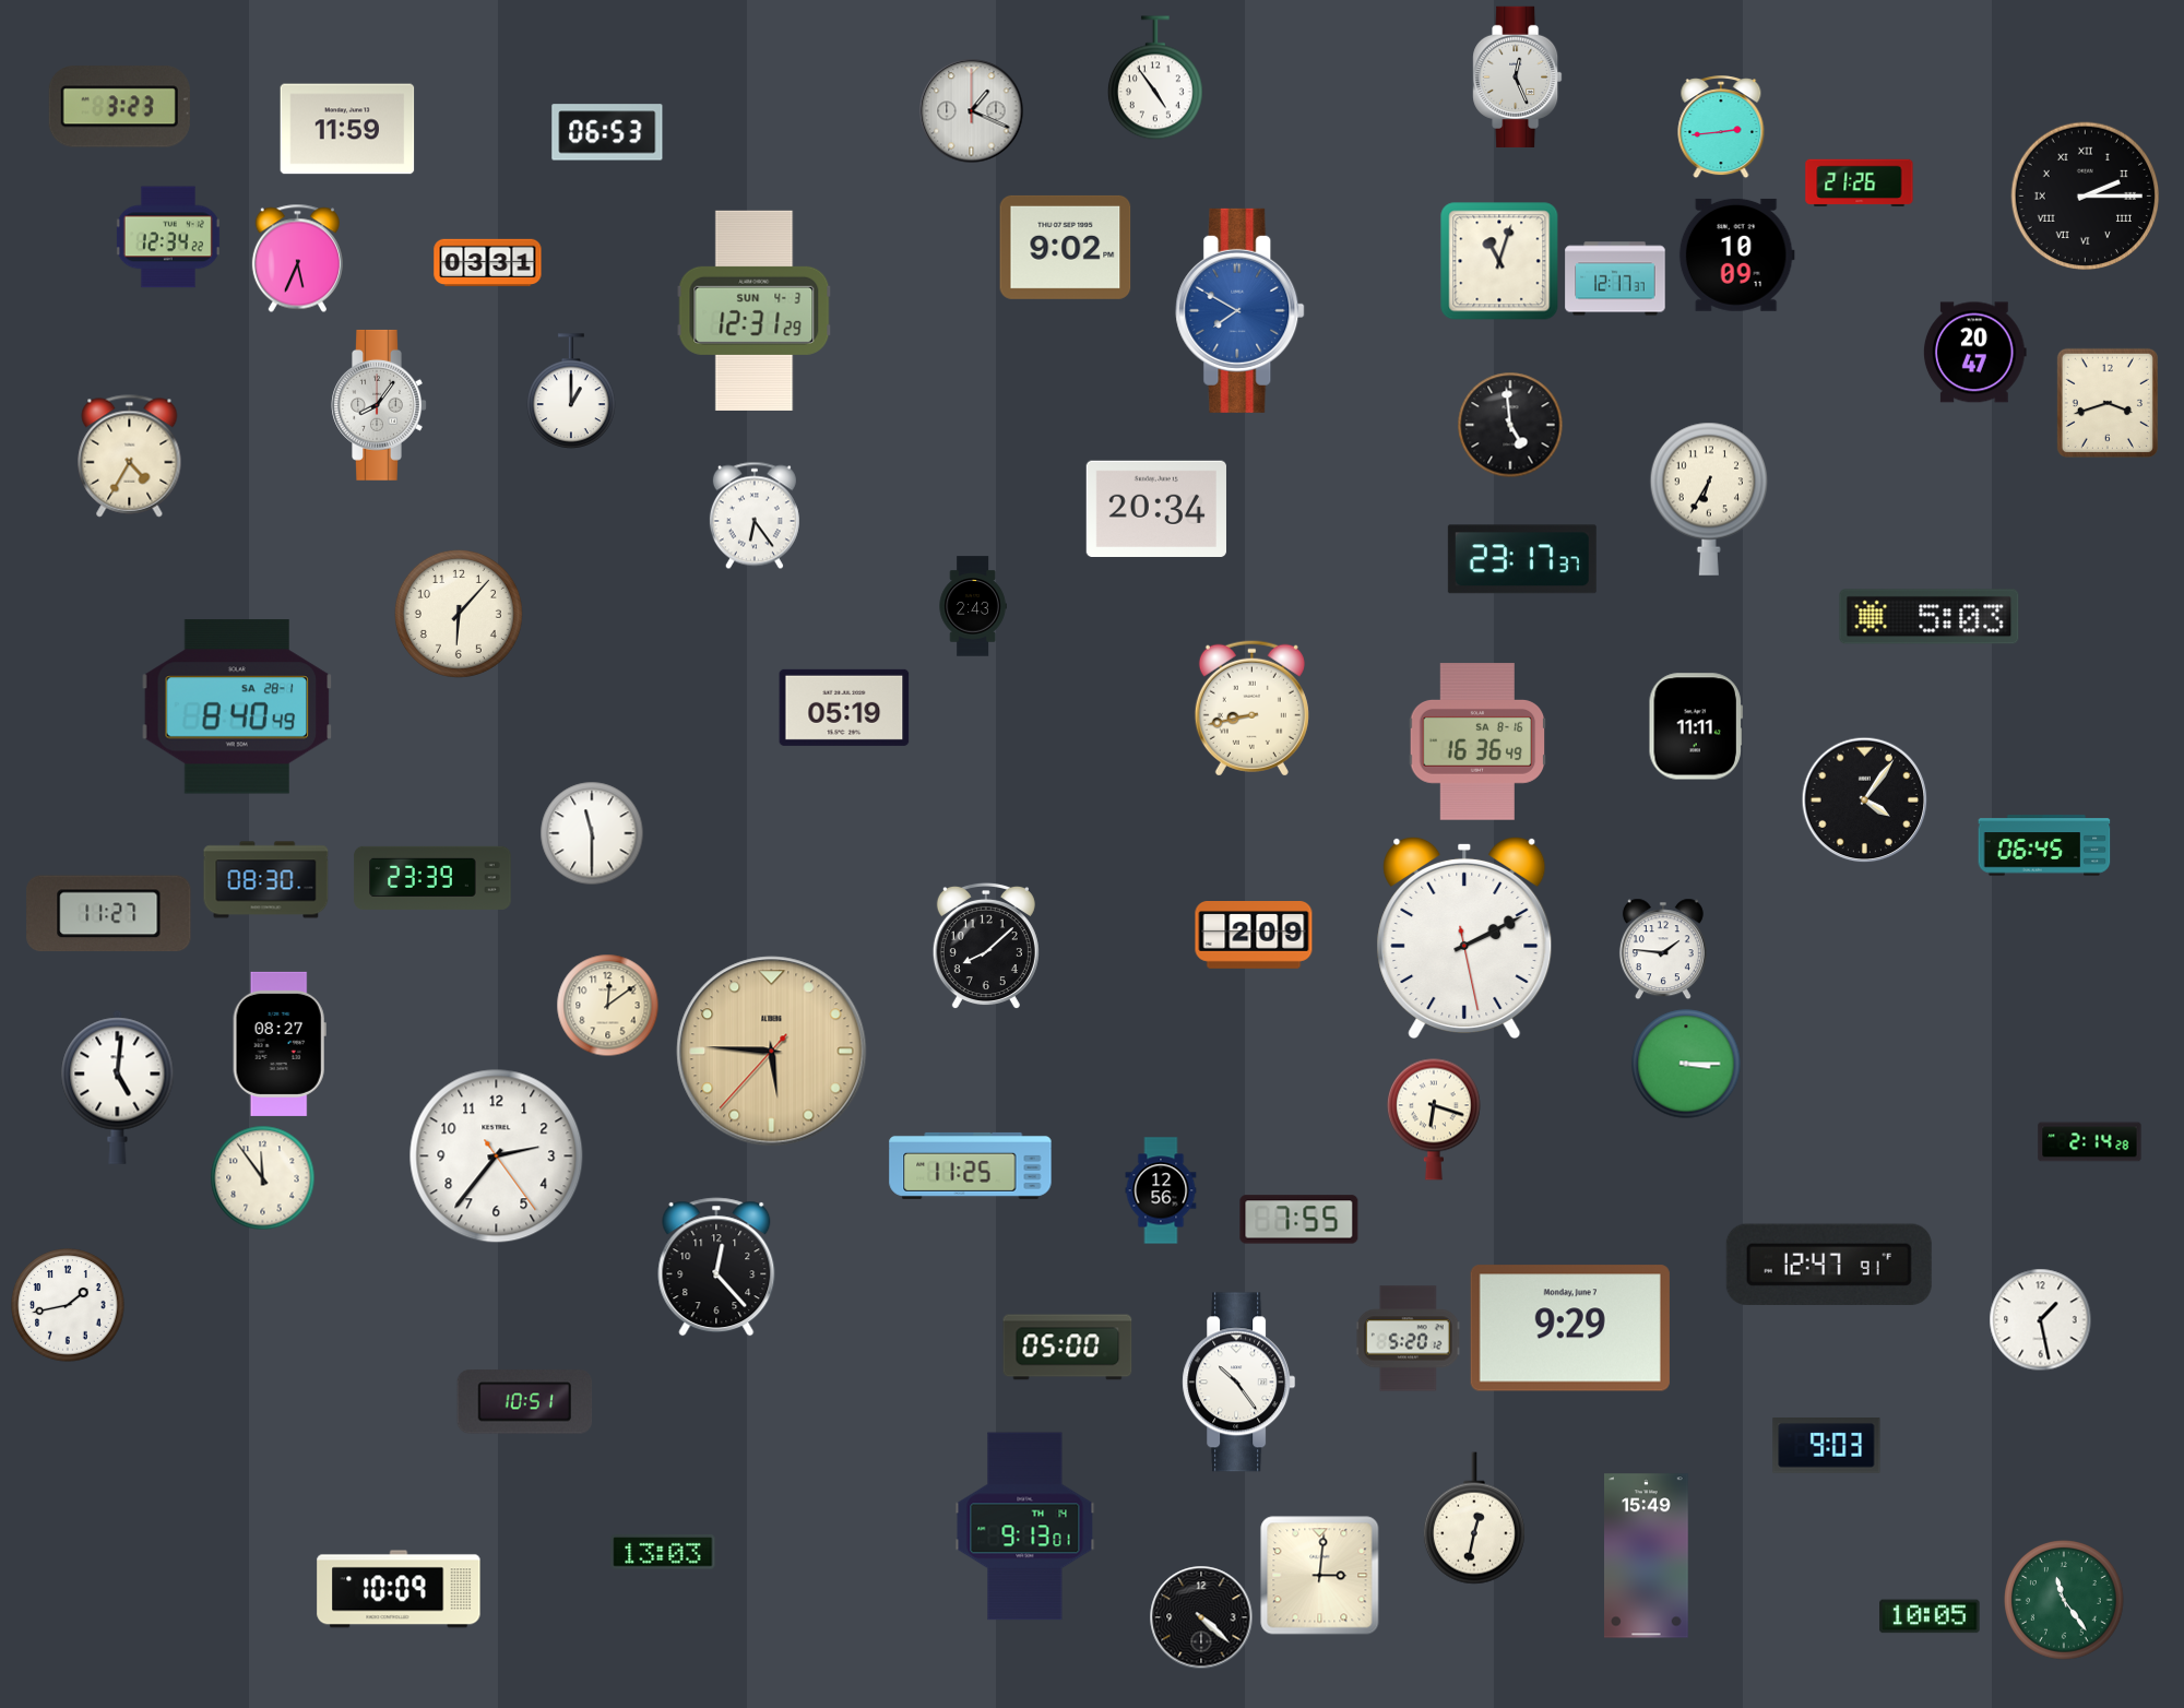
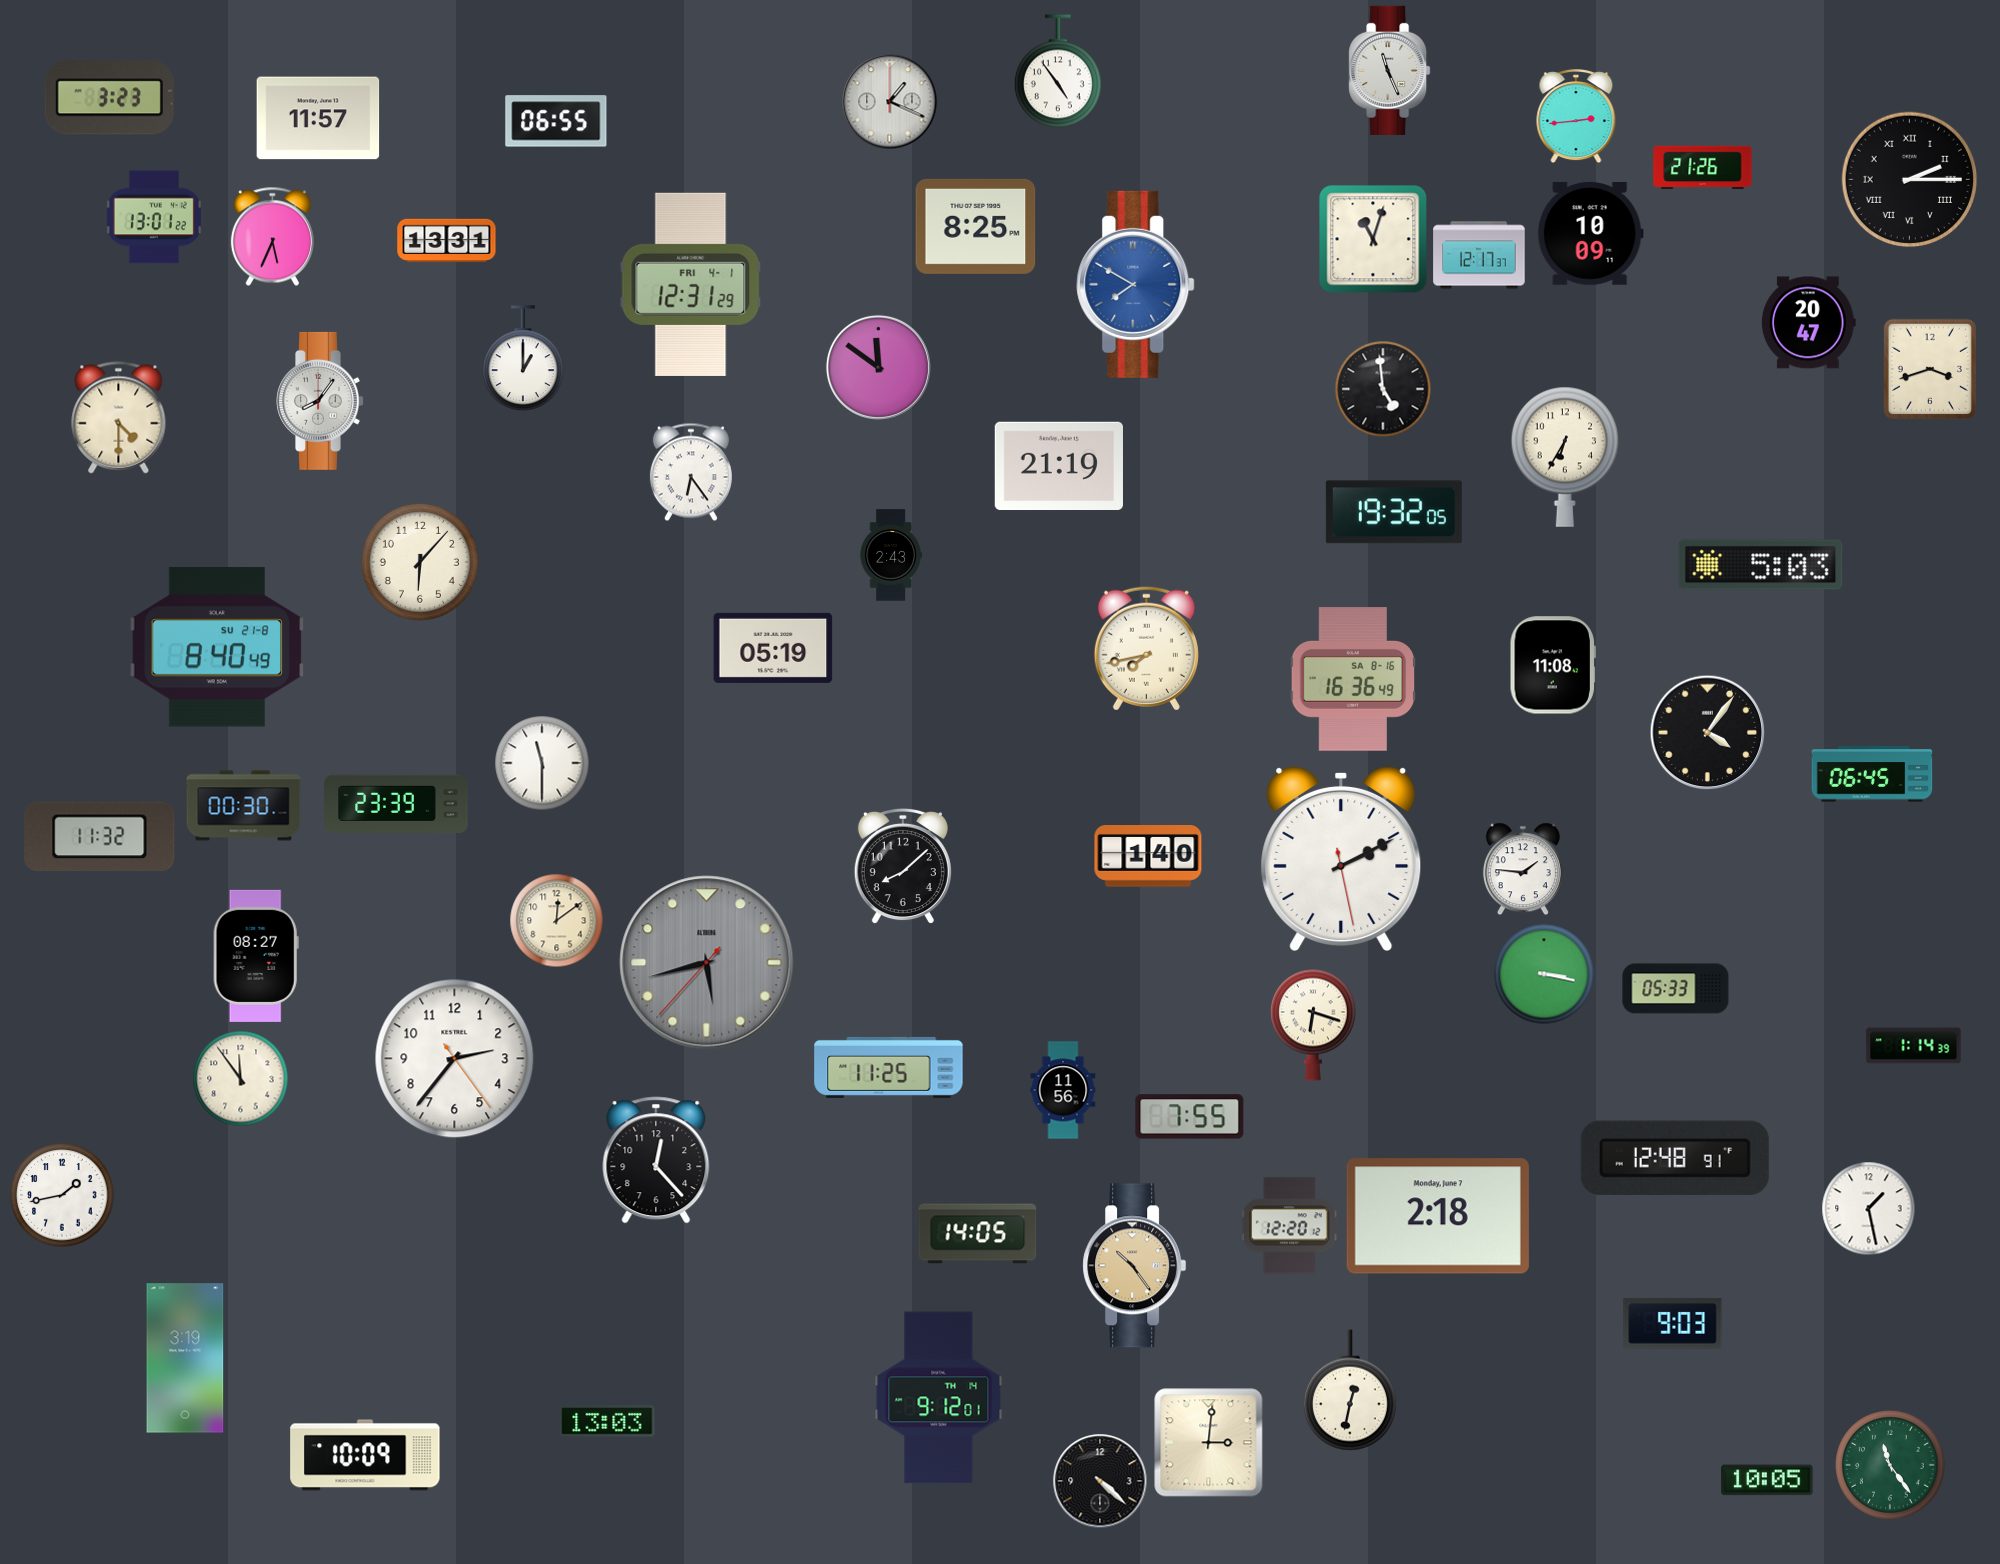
clock at (1518, 76): 12:26 -> 11:26
clock at (347, 129): 11:59 -> 11:57
clock at (607, 132): 06:53 -> 06:55
clock at (168, 237): 12:34 -> 13:01
clock at (1066, 247): 9:02 -> 8:25
clock at (488, 263): 03:31 -> 13:31
clock at (755, 310) date: SUN 4-3 -> FRI 4-1
clock at (878, 367): none -> 11:51
clock at (379, 405) position: (379, 405) -> (320, 401)
clock at (130, 456): 4:35 -> 4:30
clock at (1156, 508): 20:34 -> 21:19
clock at (1522, 559): 23:17 -> 19:32
clock at (1930, 617) position: (1930, 617) -> (1761, 565)
clock at (237, 707) date: SA 28-1 -> SU 21-8
clock at (1251, 708): 8:43 -> 7:43
clock at (1696, 726): 11:11 -> 11:08
clock at (266, 880): 08:30 -> 00:30
clock at (109, 914): 11:27 -> 11:32
clock at (1254, 936): 2:09 -> 1:40
clock at (772, 1052): 5:45 -> 5:42
clock at (772, 1052) dial: champagne -> grey
clock at (1686, 1064): 3:15 -> 3:17
clock at (1676, 989): none -> 05:33
clock at (118, 1087): 5:01 -> none
clock at (2090, 1142): 2:14 -> 1:14
clock at (1161, 1190): 12:56 -> 11:56
clock at (1829, 1265): 12:47 -> 12:48
clock at (1570, 1328): 9:29 -> 2:18
clock at (1408, 1339): 5:20 -> 12:20
clock at (1068, 1348): 05:00 -> 14:05
clock at (1239, 1383) dial: white -> champagne
clock at (525, 1402): 10:51 -> none
clock at (185, 1358): none -> 3:19
clock at (1025, 1527): 9:13 -> 9:12
clock at (1647, 1556): 15:49 -> none
